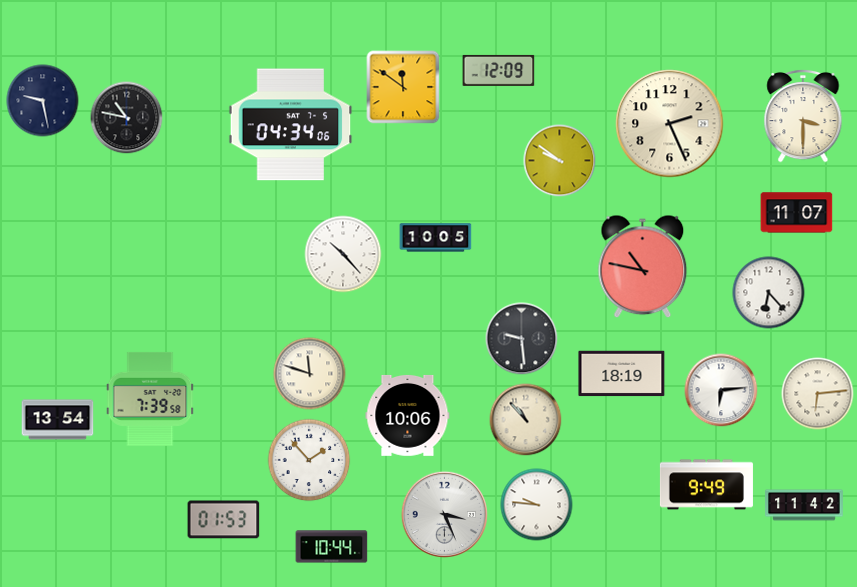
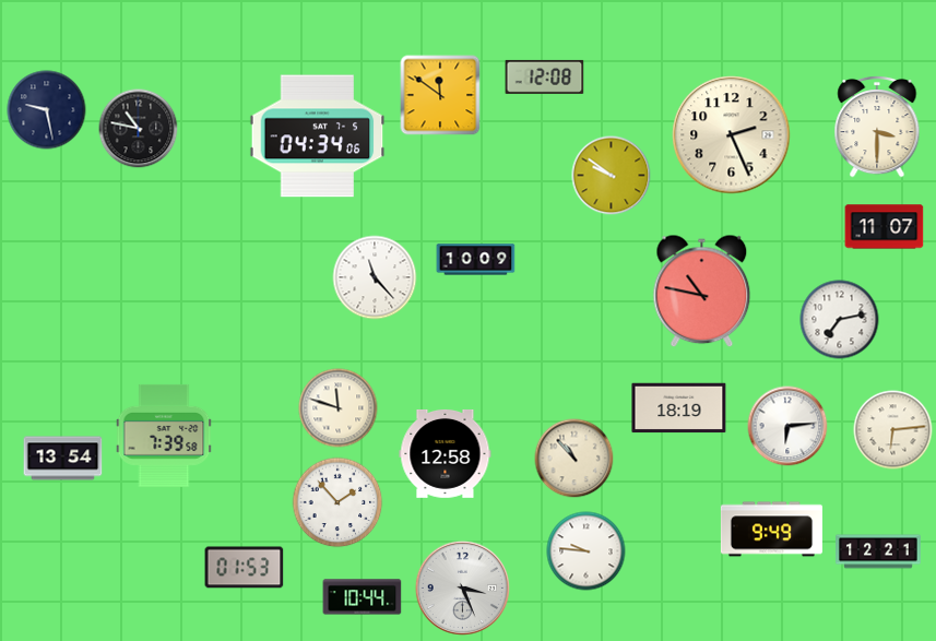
clock at (499, 70): 12:09 -> 12:08
clock at (797, 213) position: (797, 213) -> (885, 227)
clock at (436, 238): 10:05 -> 10:09
clock at (343, 254): 10:23 -> 11:23
clock at (769, 293): 6:23 -> 7:13
clock at (522, 339): 9:29 -> none
clock at (408, 415): 10:06 -> 12:58
clock at (804, 505): 11:42 -> 12:21
clock at (444, 514) position: (444, 514) -> (462, 587)
